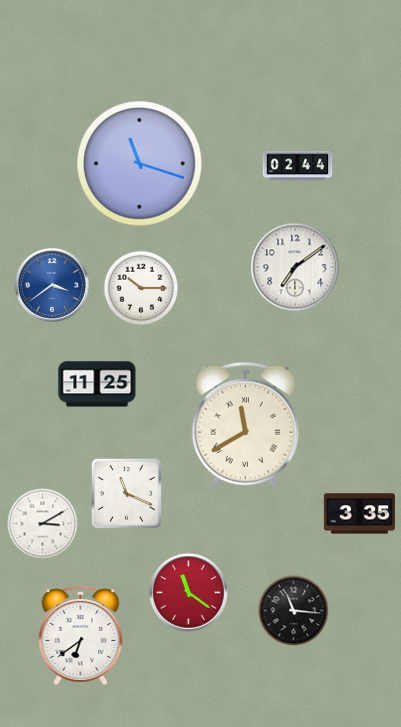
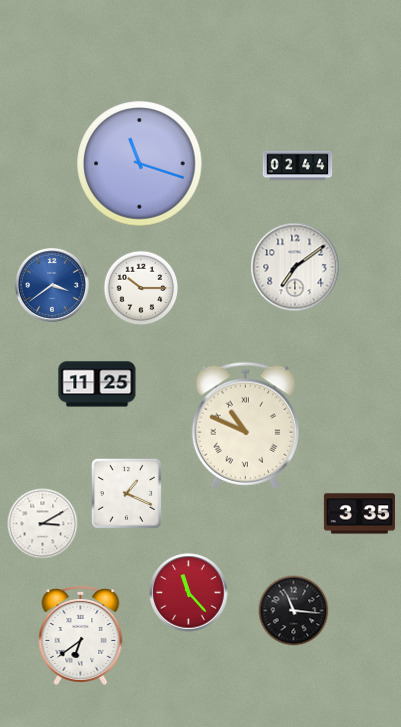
clock at (245, 425): 11:40 -> 10:49
clock at (126, 493): 11:19 -> 1:19
clock at (189, 593): 11:21 -> 11:23
